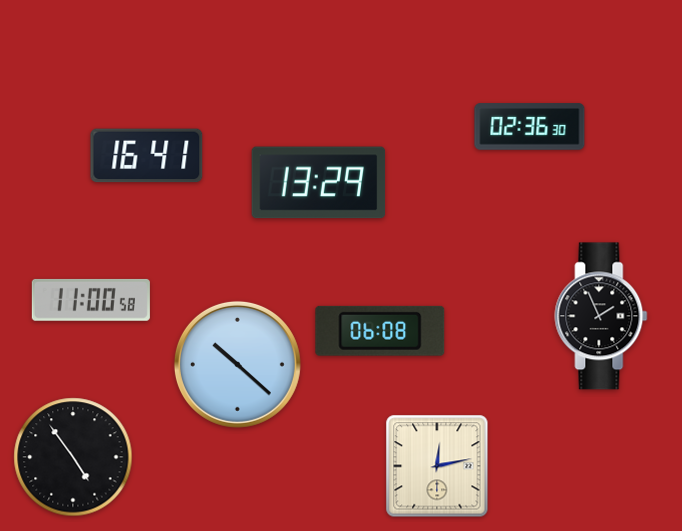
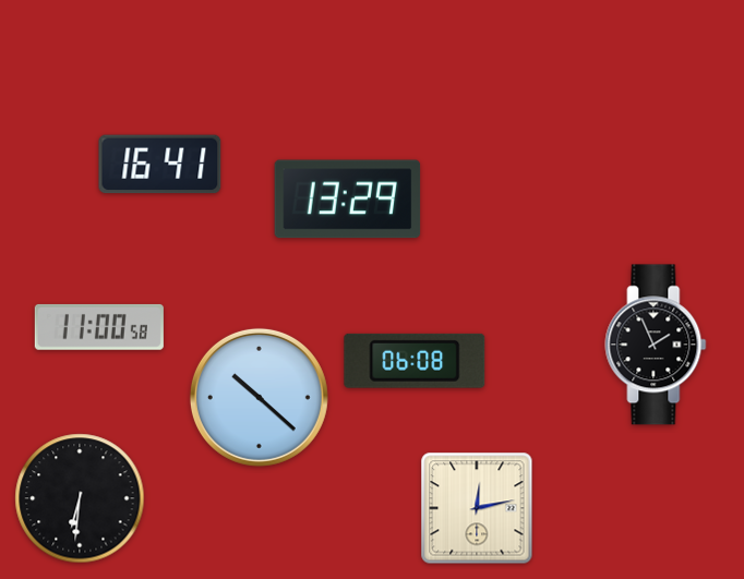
clock at (530, 127): 02:36 -> none
clock at (147, 156) position: (147, 156) -> (160, 165)
clock at (73, 457): 4:54 -> 6:31
